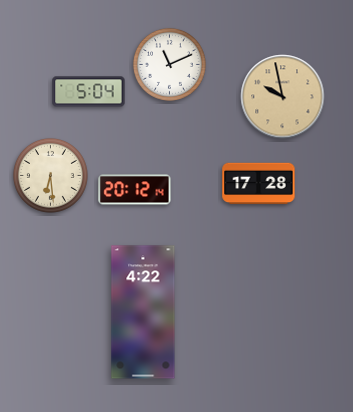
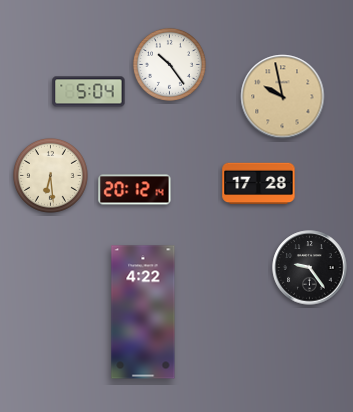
clock at (169, 64): 11:11 -> 10:24
clock at (310, 268): none -> 9:24
